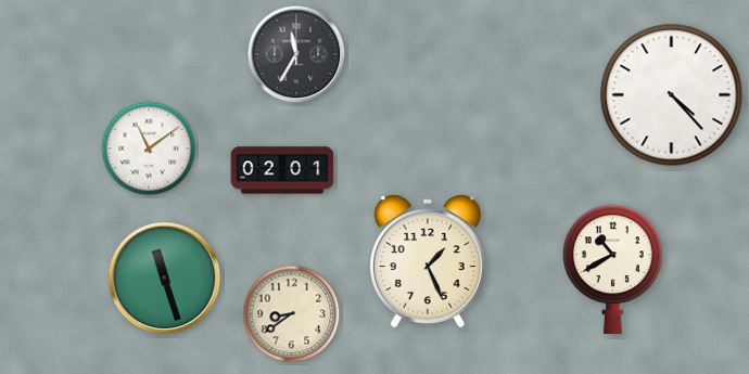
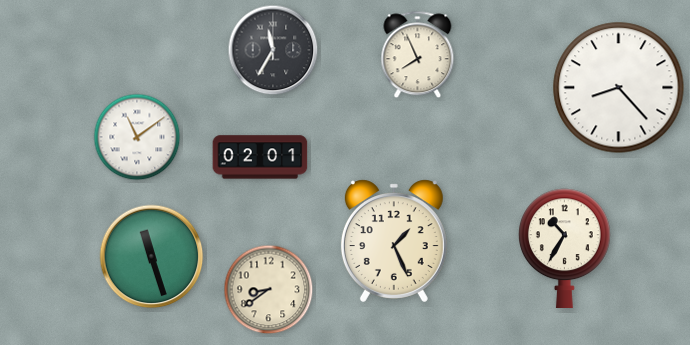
clock at (418, 55): none -> 7:56
clock at (672, 95): 4:23 -> 8:23
clock at (613, 269): 10:40 -> 10:35
